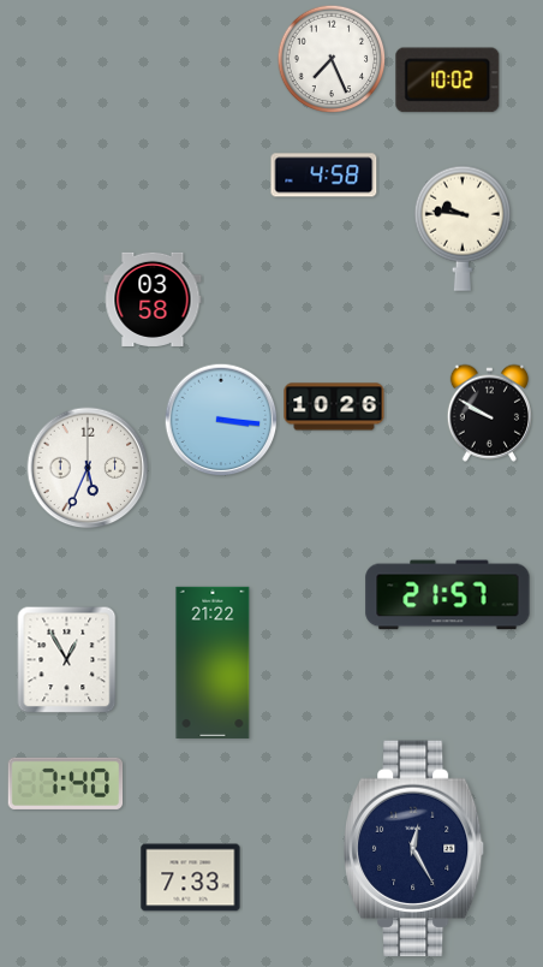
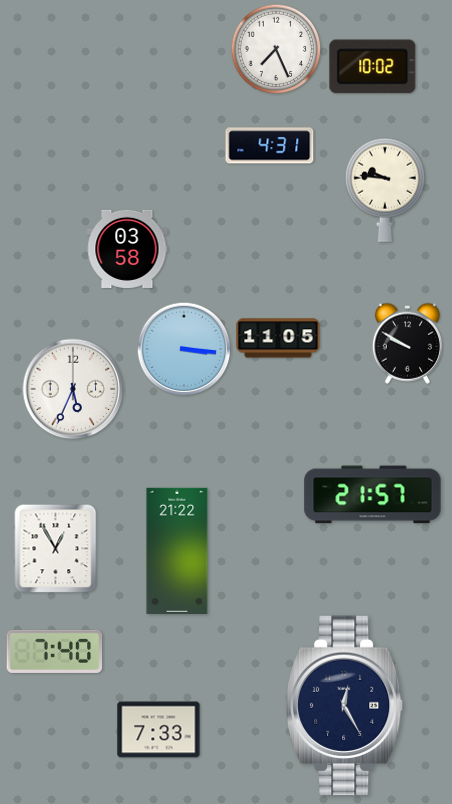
clock at (324, 176): 4:58 -> 4:31
clock at (334, 407): 10:26 -> 11:05
